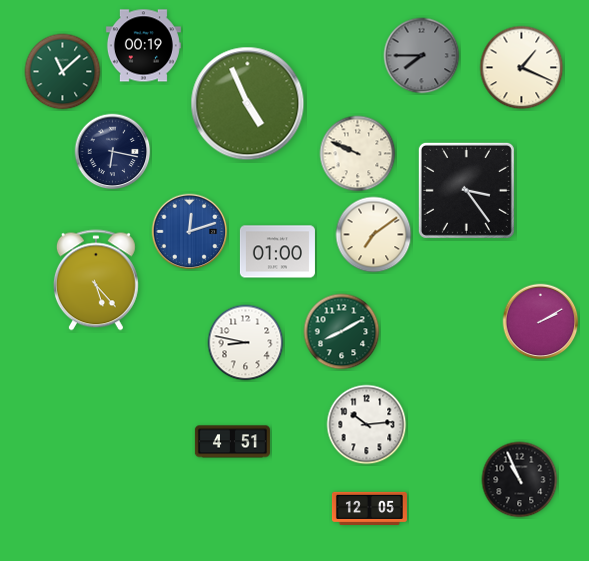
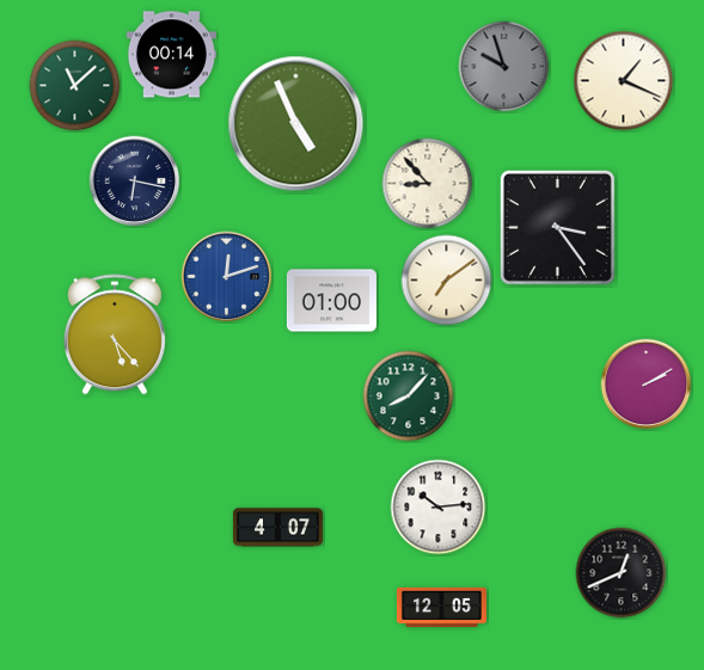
clock at (143, 46): 00:19 -> 00:14
clock at (422, 56): 7:45 -> 9:57
clock at (358, 154): 9:49 -> 8:53
clock at (342, 332): 8:10 -> 8:07
clock at (246, 343): 8:47 -> none
clock at (232, 442): 4:51 -> 4:07
clock at (520, 480): 10:56 -> 12:41
